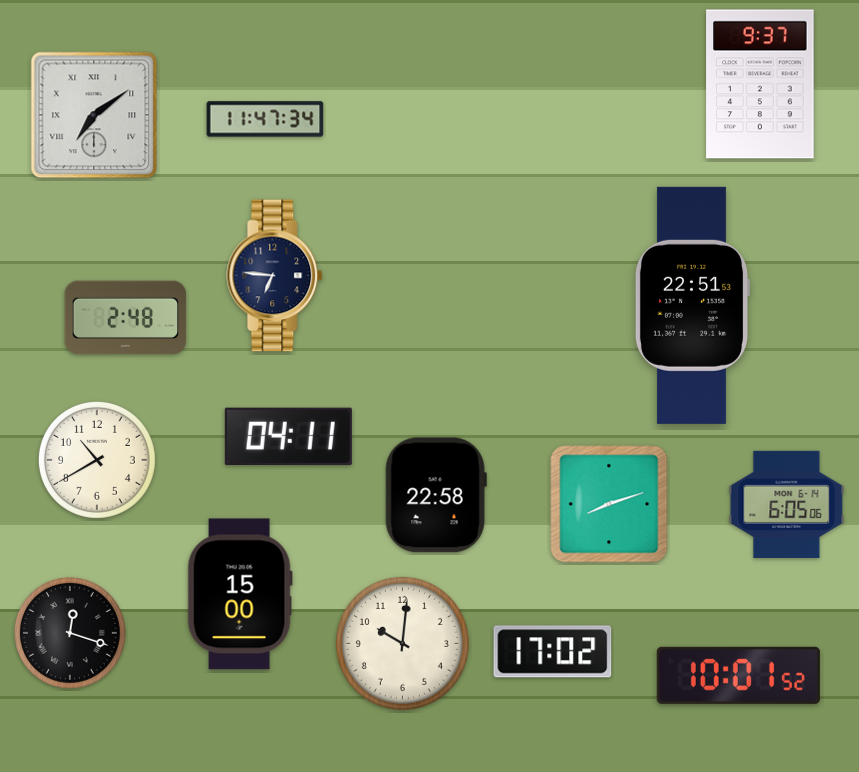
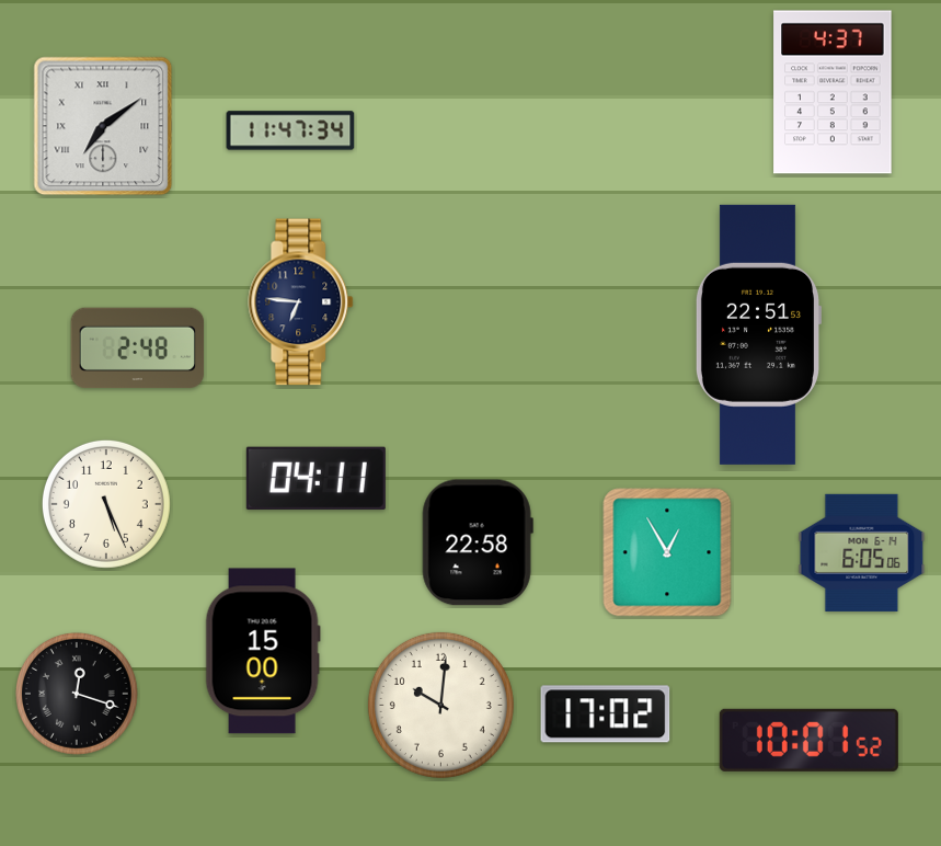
clock at (760, 84): 9:37 -> 4:37
clock at (97, 460): 10:40 -> 5:26
clock at (609, 504): 8:12 -> 12:55
